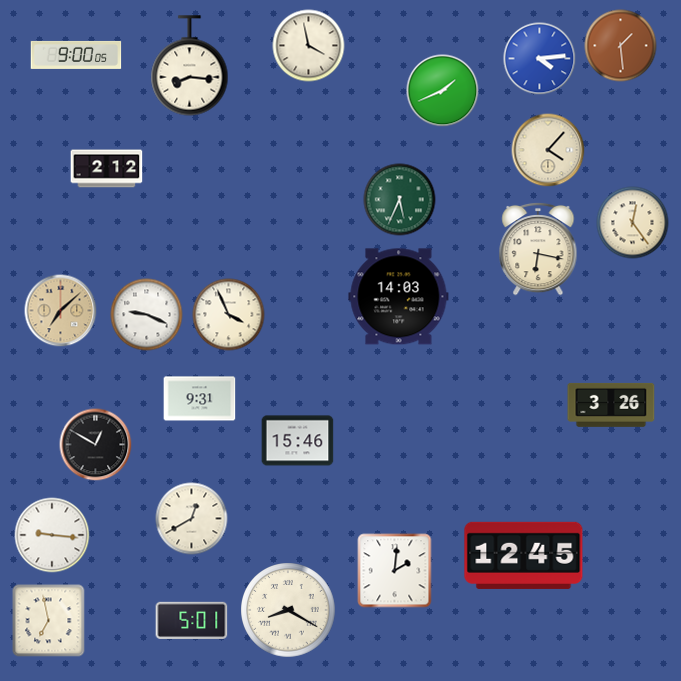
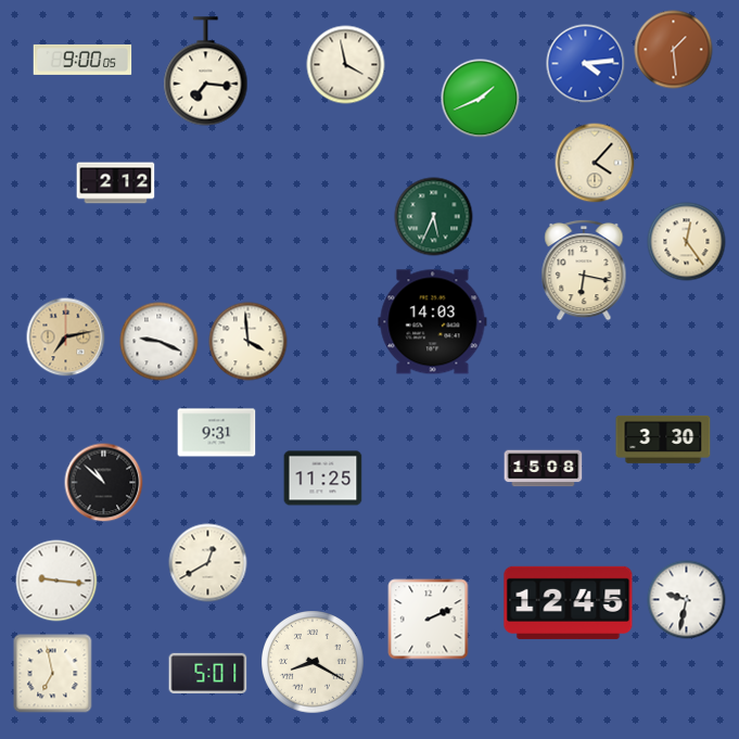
clock at (309, 46) position: (309, 46) -> (346, 65)
clock at (190, 66): 8:16 -> 7:16
clock at (61, 311): 7:08 -> 7:13
clock at (229, 315): 3:56 -> 3:59
clock at (611, 405): 3:26 -> 3:30
clock at (544, 469): none -> 15:08
clock at (298, 441): 15:46 -> 11:25
clock at (96, 445): 12:50 -> 10:52
clock at (687, 600): none -> 9:32
clock at (395, 571): 2:01 -> 2:11
